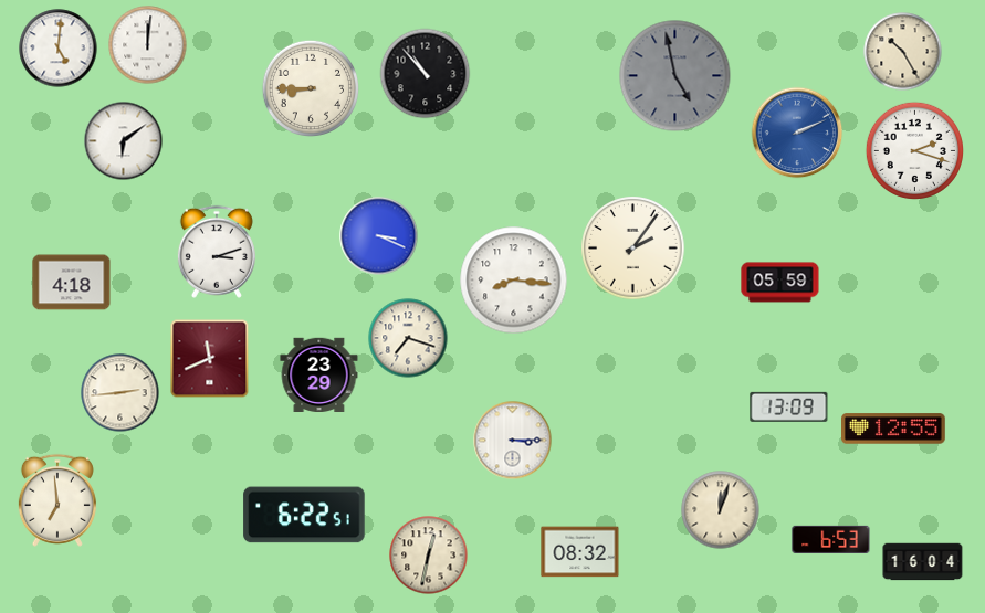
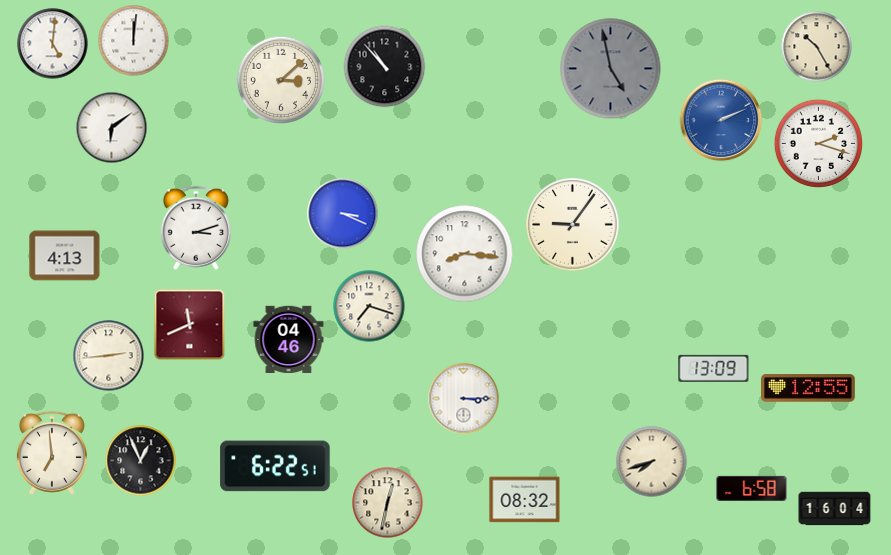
clock at (310, 87): 8:45 -> 3:08
clock at (914, 150) position: (914, 150) -> (818, 143)
clock at (633, 249): 2:06 -> 9:06
clock at (72, 283): 4:18 -> 4:13
clock at (780, 283): 05:59 -> none
clock at (319, 374): 23:29 -> 04:46
clock at (141, 461): none -> 12:56
clock at (721, 510): 12:03 -> 7:42
clock at (831, 539): 6:53 -> 6:58
